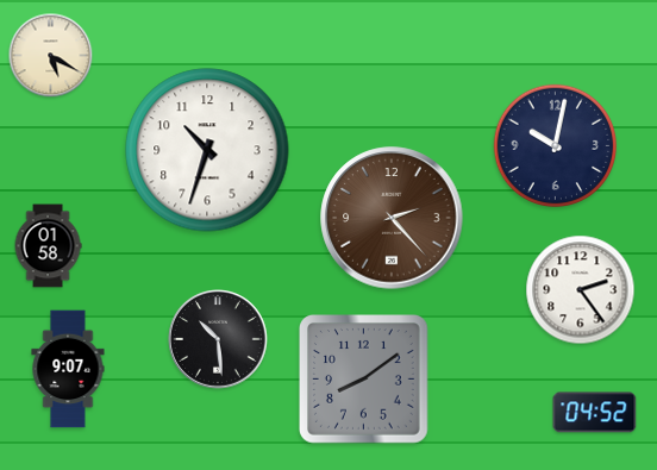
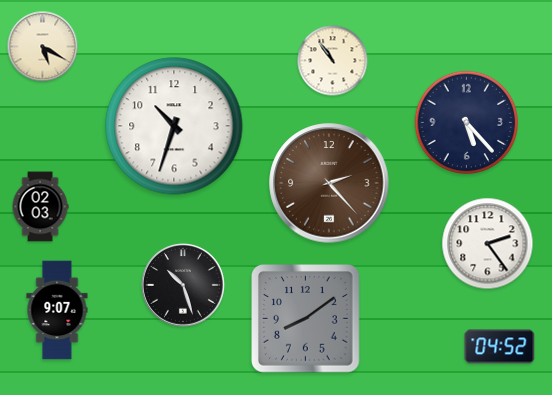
clock at (333, 61): none -> 10:54
clock at (555, 145): 10:02 -> 5:23
clock at (48, 246): 01:58 -> 02:03
clock at (219, 340): 10:29 -> 10:27
